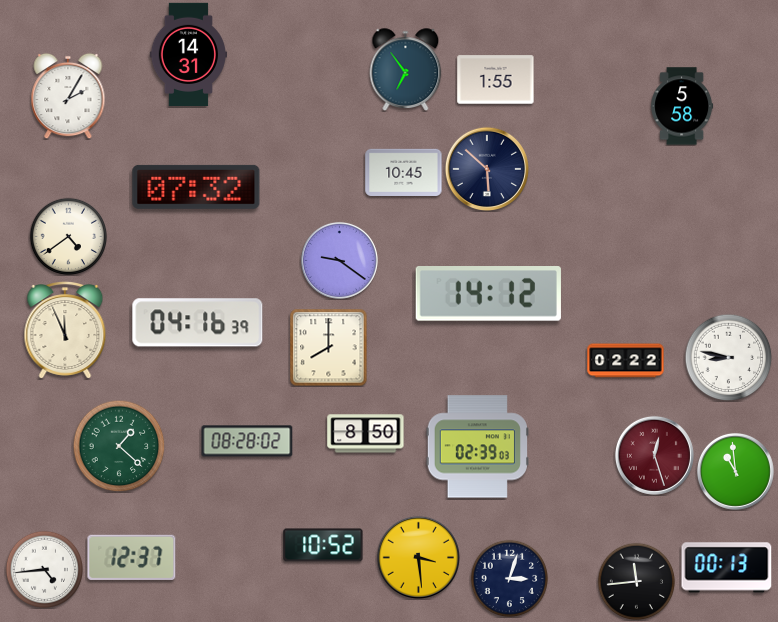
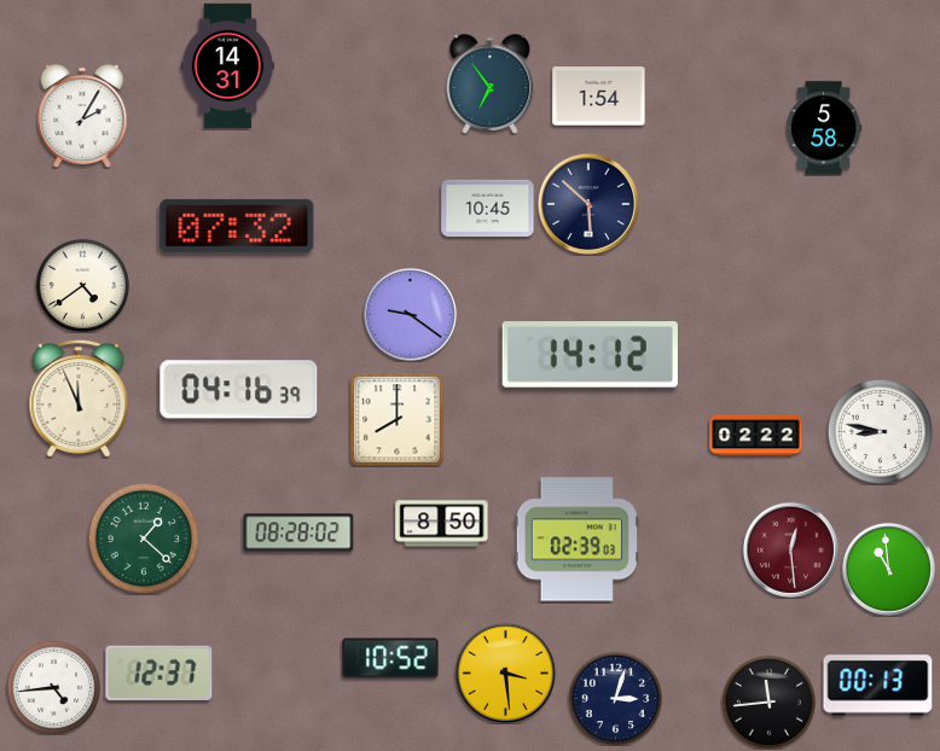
clock at (496, 80): 1:55 -> 1:54
clock at (654, 455): 12:27 -> 12:29
